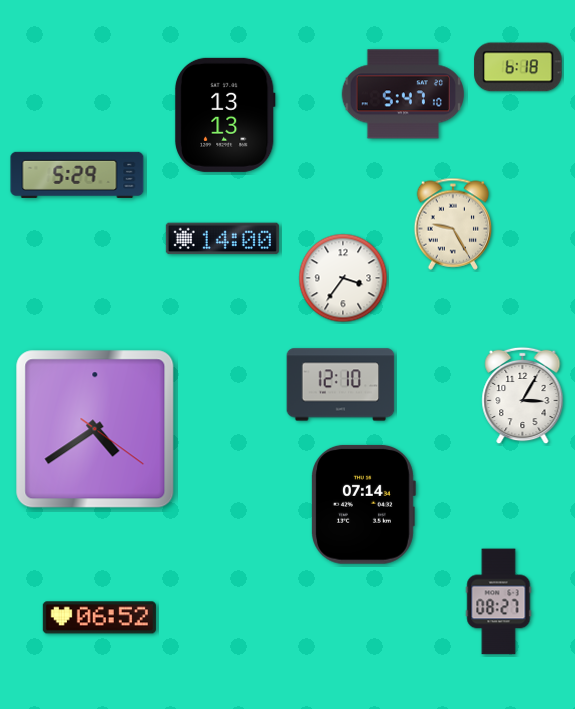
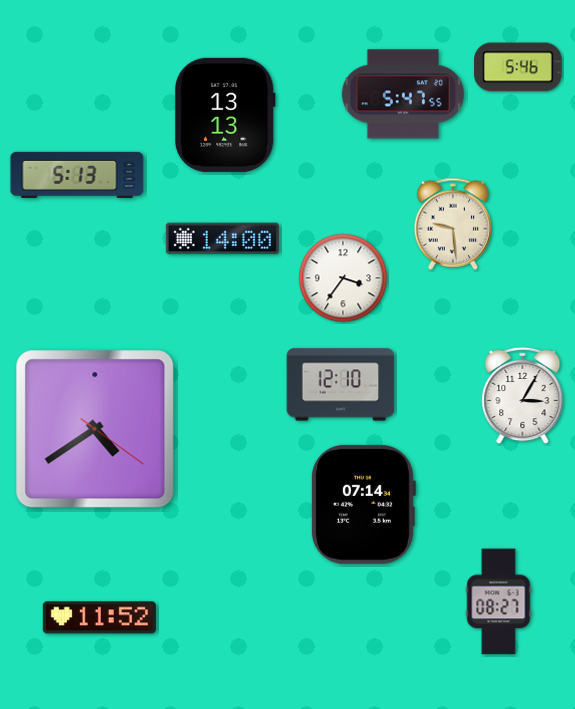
clock at (518, 67): 6:18 -> 5:46
clock at (403, 94): 5:47:10 -> 5:47:55
clock at (77, 175): 5:29 -> 5:13
clock at (453, 224): 9:25 -> 9:29
clock at (99, 618): 06:52 -> 11:52
